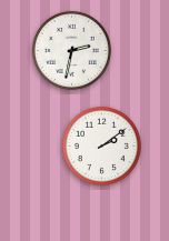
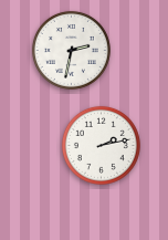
clock at (101, 145): 2:09 -> 2:13
